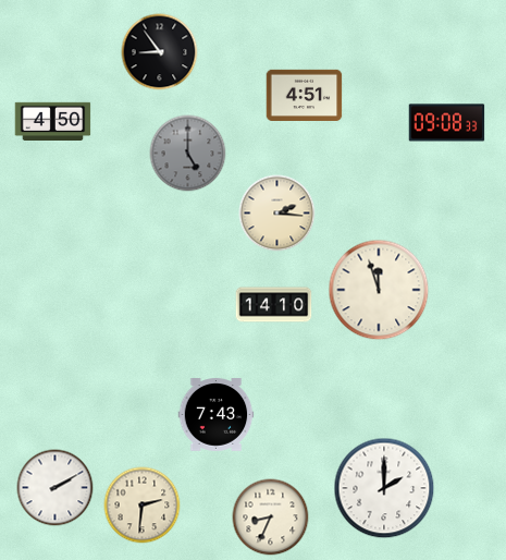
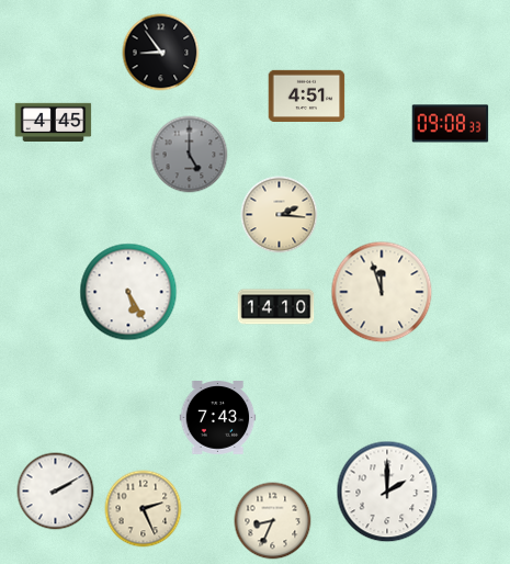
clock at (53, 122): 4:50 -> 4:45
clock at (128, 292): none -> 5:25
clock at (143, 506): 2:31 -> 2:26
